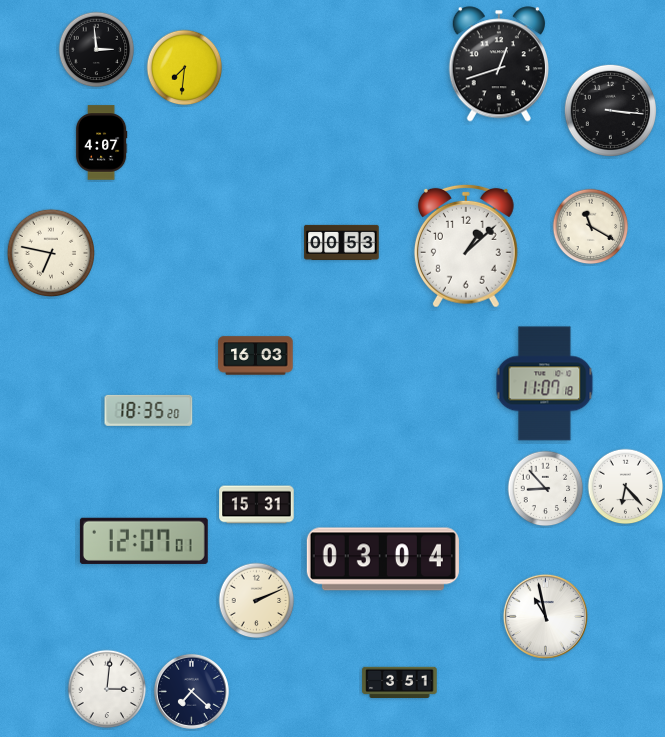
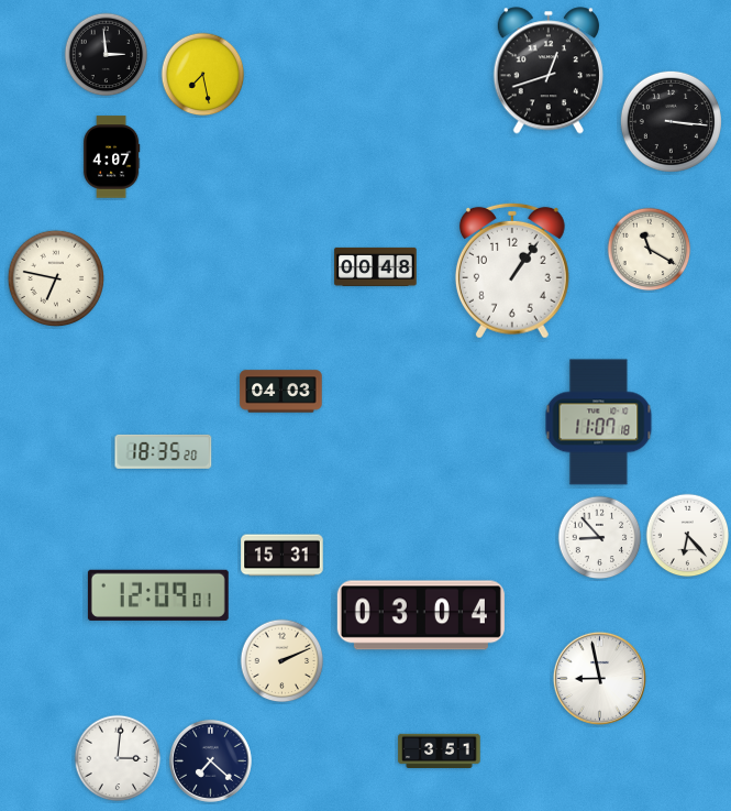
clock at (185, 68): 7:31 -> 7:28
clock at (342, 242): 00:53 -> 00:48
clock at (466, 246): 1:08 -> 1:06
clock at (256, 356): 16:03 -> 04:03
clock at (144, 541): 12:07 -> 12:09
clock at (545, 616): 10:58 -> 8:58
